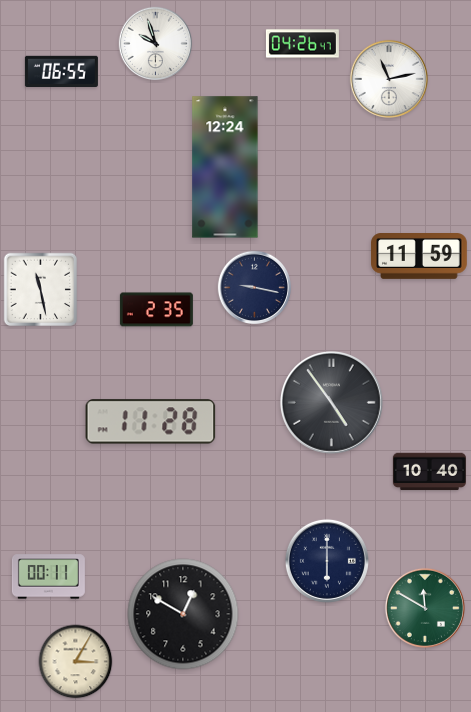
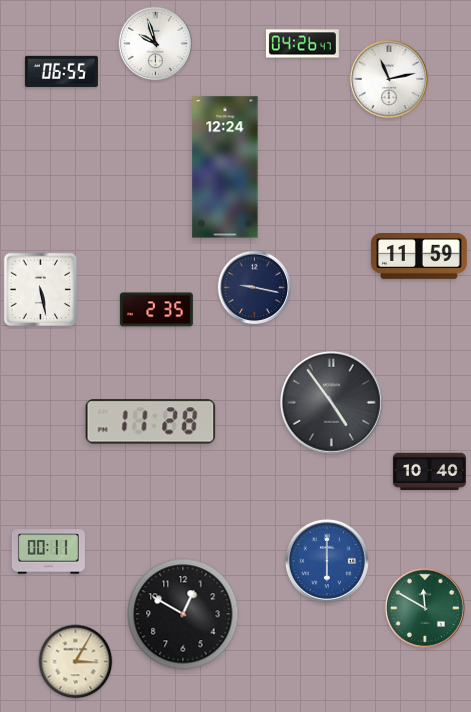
clock at (41, 290): 11:28 -> 5:28
clock at (327, 561) dial: navy -> blue
clock at (48, 577) position: (48, 577) -> (48, 552)
